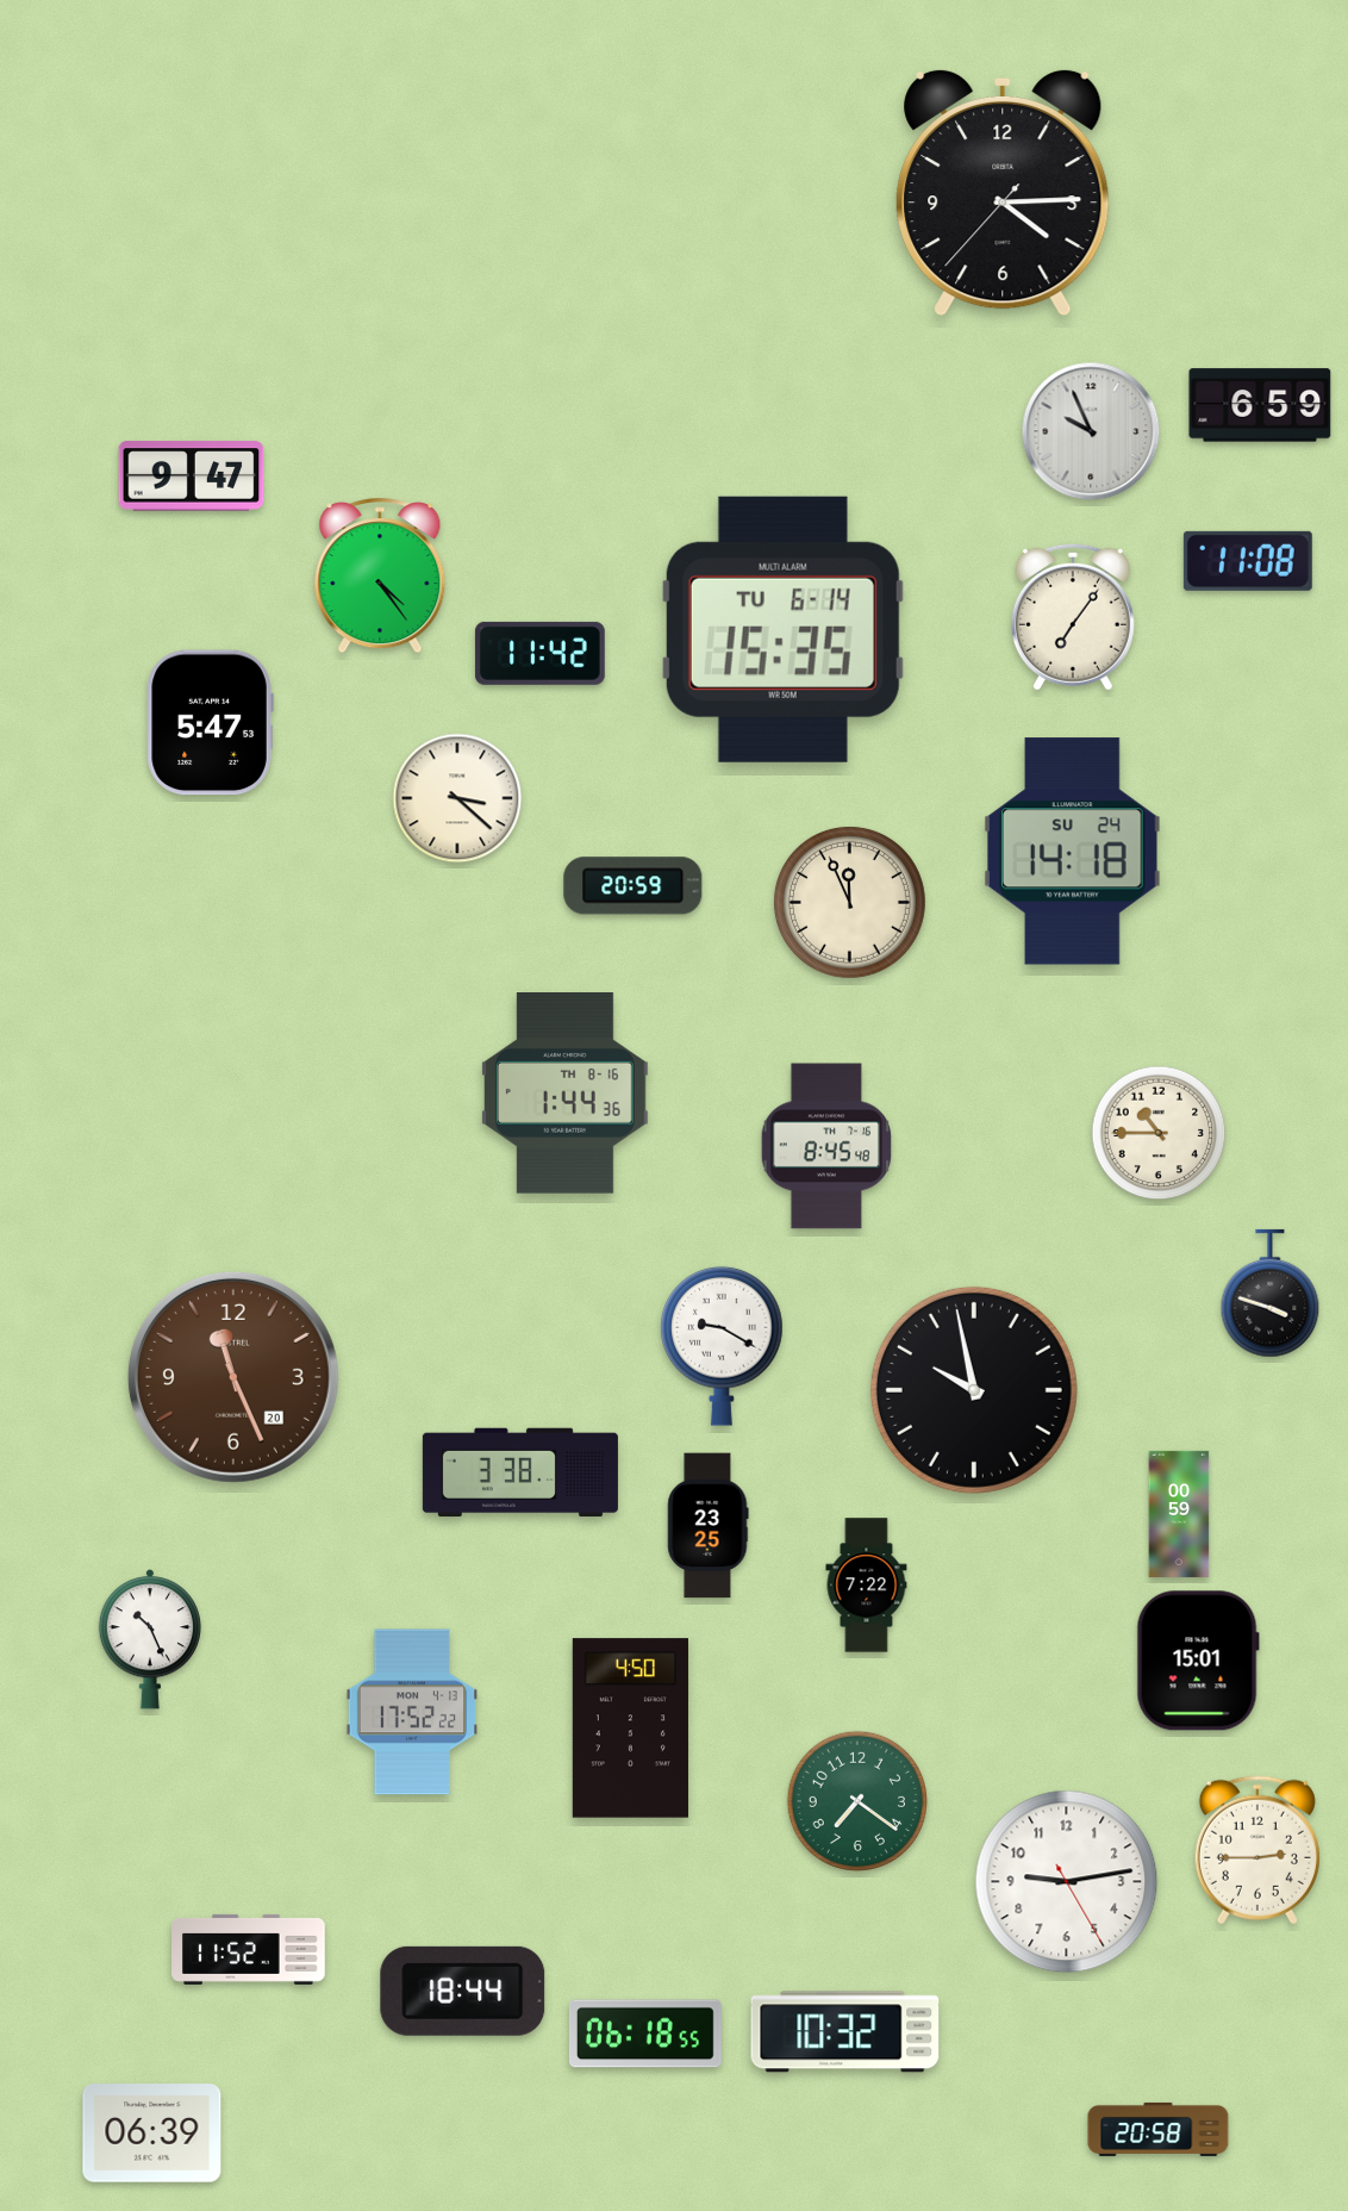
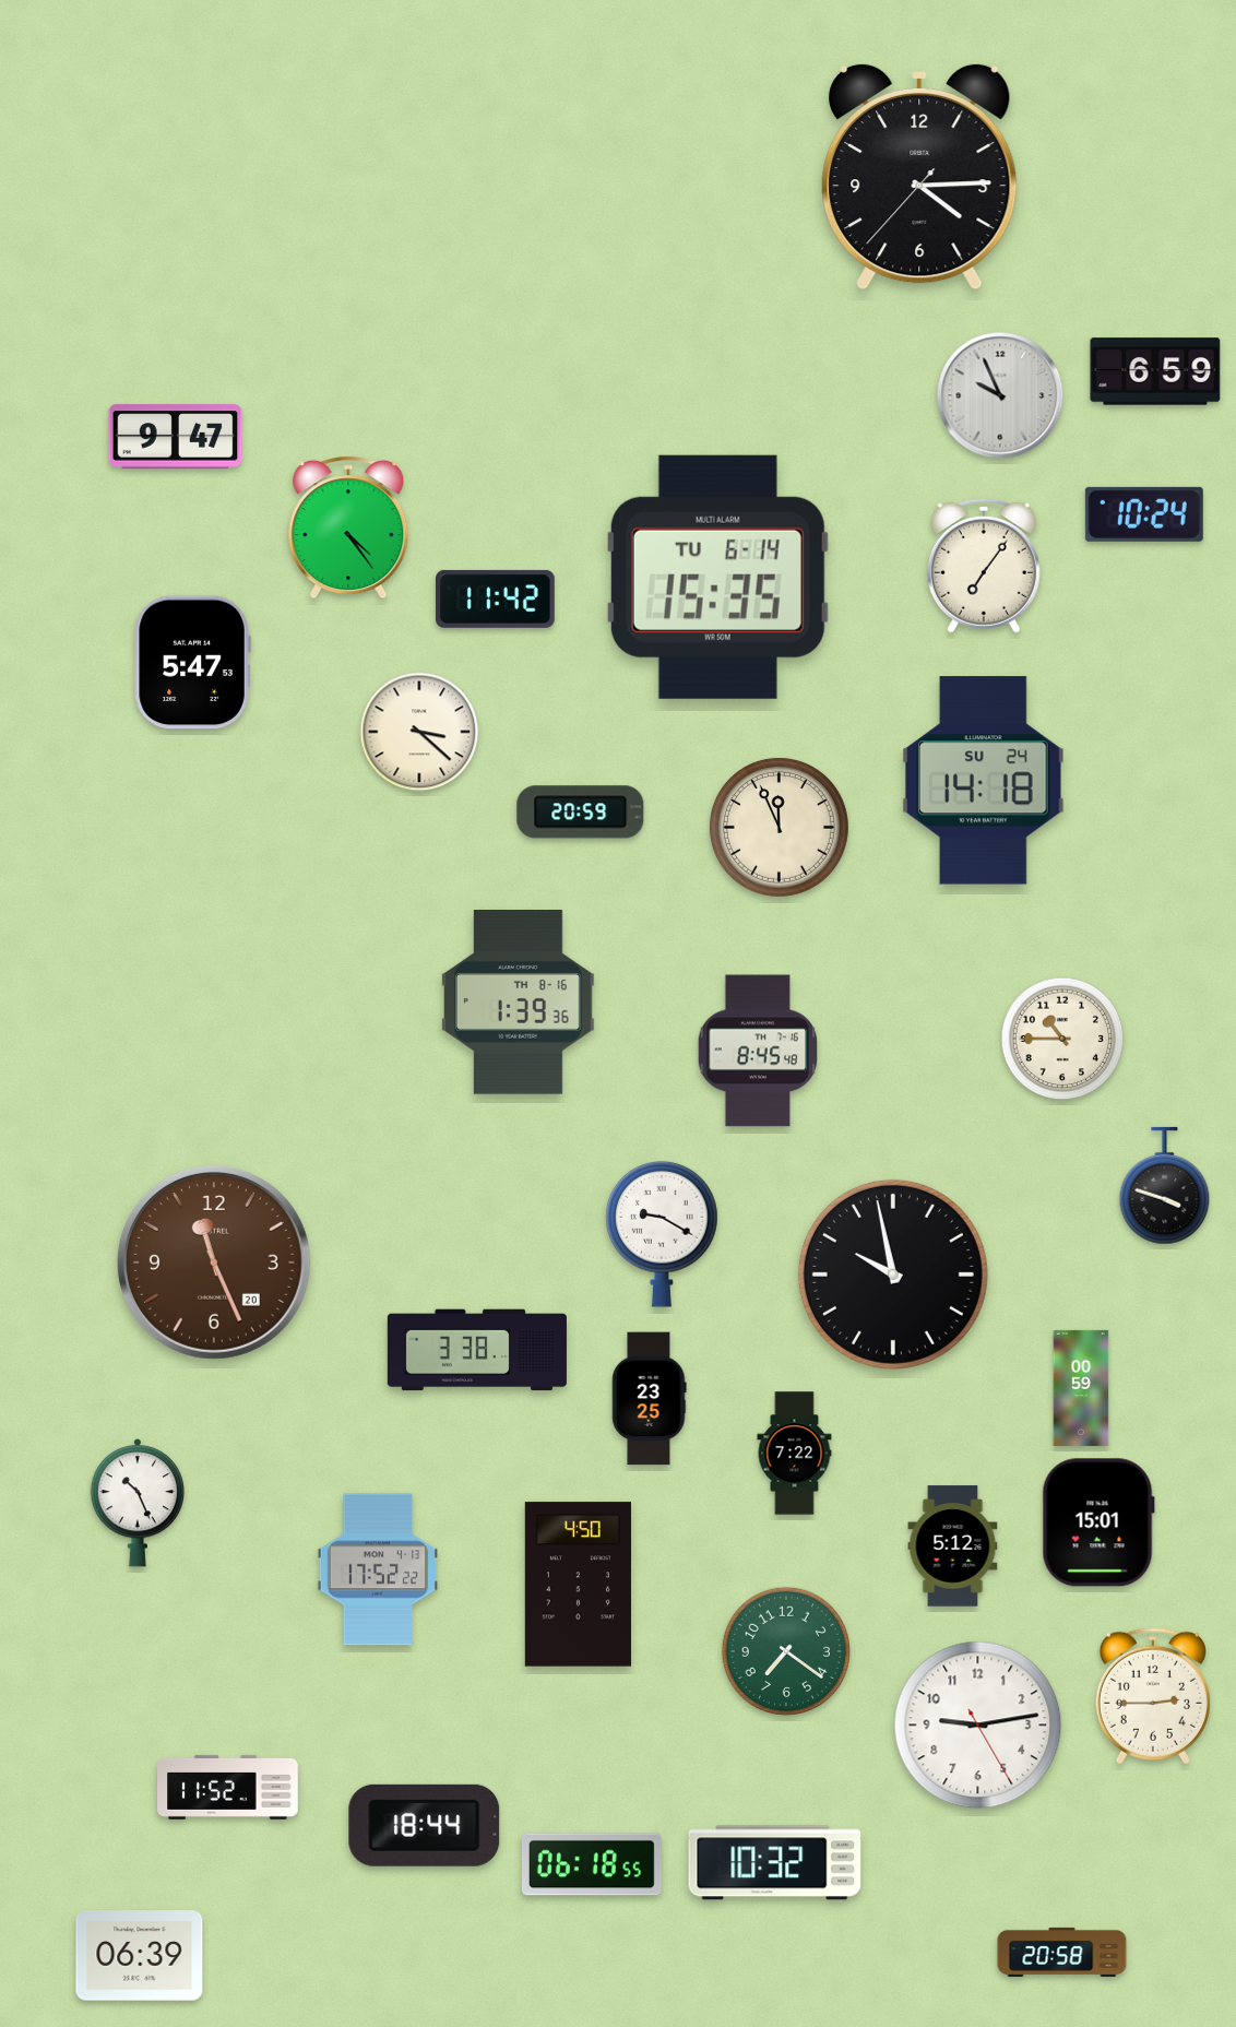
clock at (1248, 561): 11:08 -> 10:24
clock at (564, 1094): 1:44 -> 1:39
clock at (953, 1546): none -> 5:12
